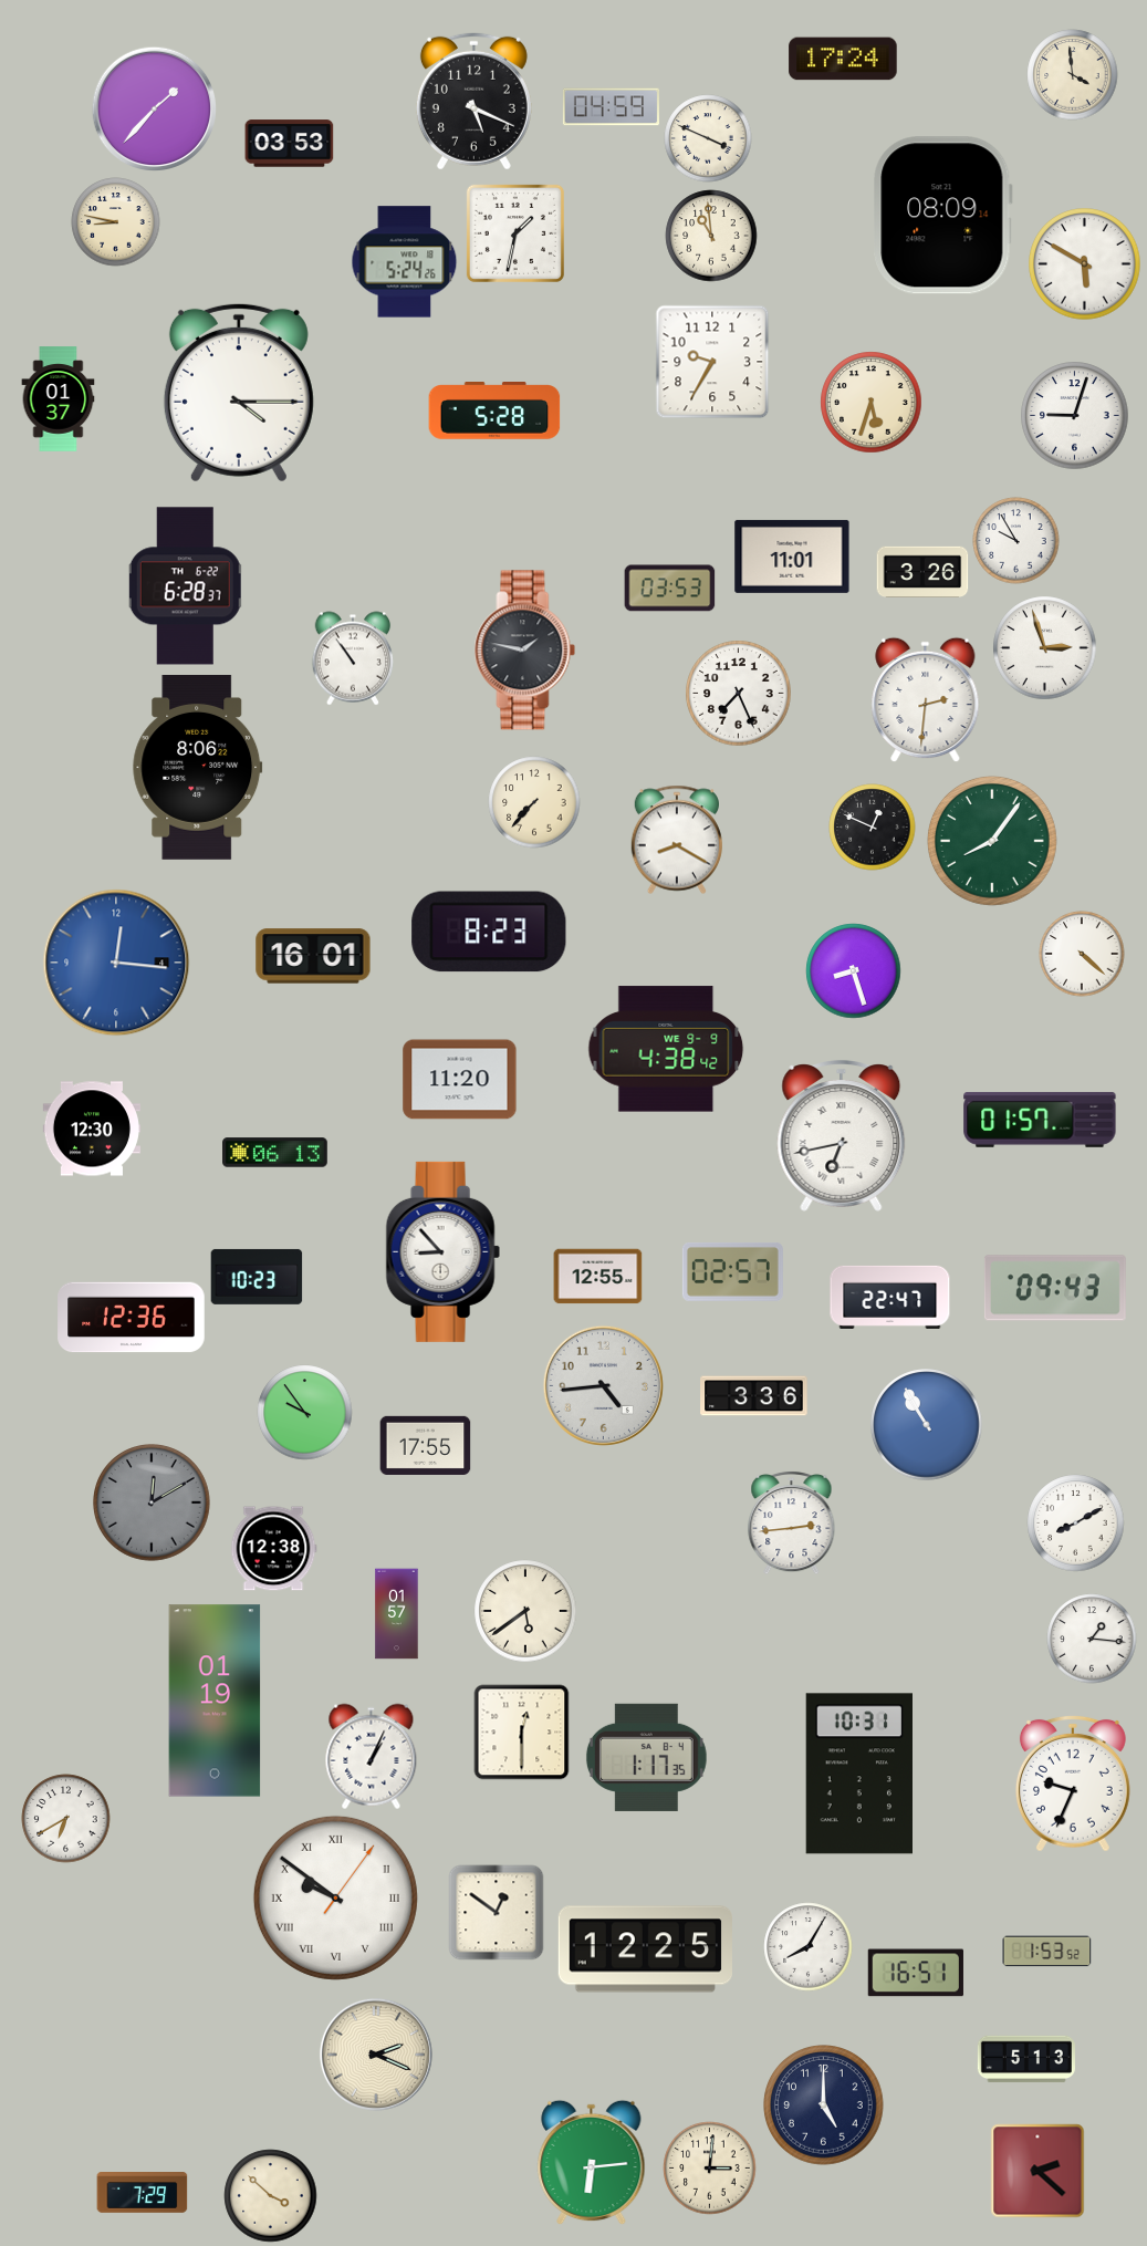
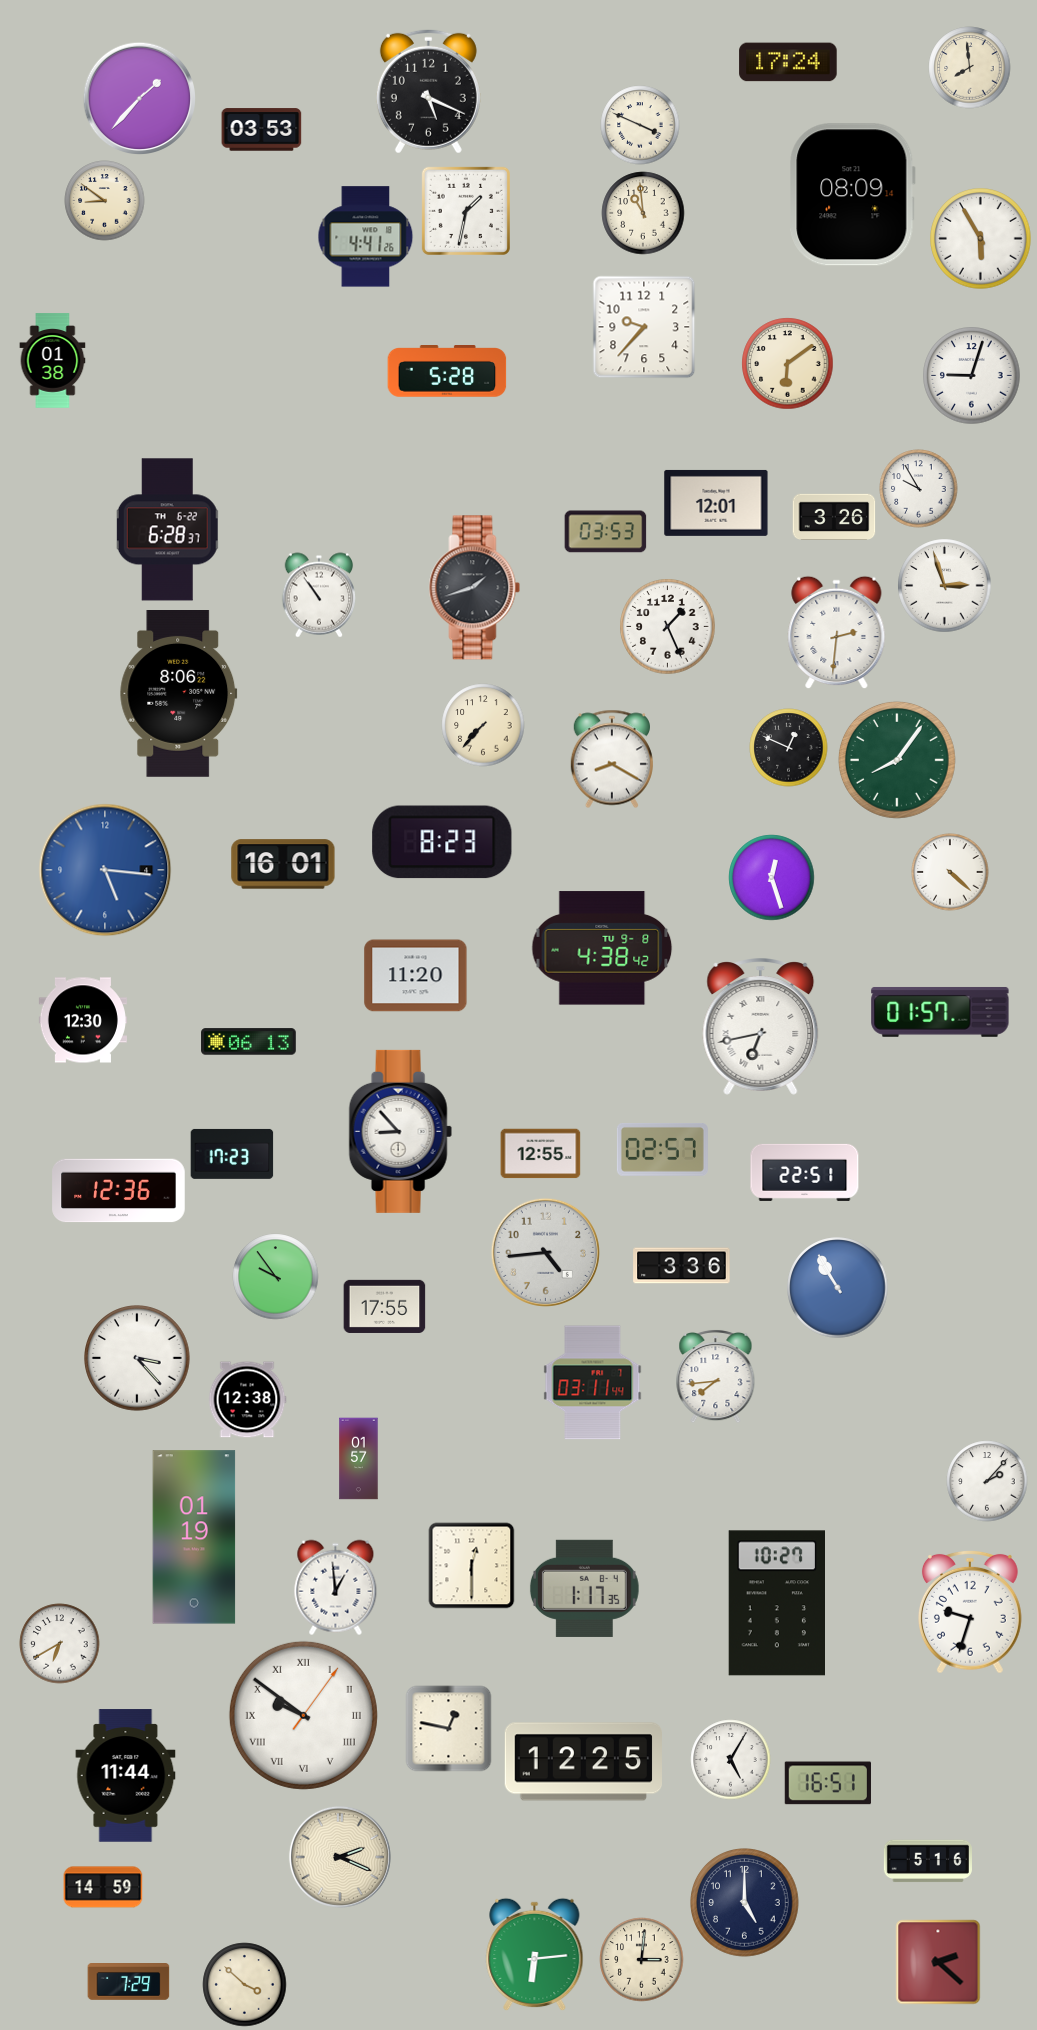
clock at (843, 59) position: (843, 59) -> (788, 62)
clock at (1073, 75): 3:59 -> 7:59
clock at (611, 107): 04:59 -> none
clock at (116, 222): 8:47 -> 8:51
clock at (405, 262): 5:24 -> 4:41
clock at (1085, 264): 5:50 -> 5:55
clock at (712, 362): 9:35 -> 9:37
clock at (239, 393): 4:15 -> none
clock at (59, 399): 01:37 -> 01:38
clock at (872, 403): 5:33 -> 6:09
clock at (792, 557): 11:01 -> 12:01
clock at (525, 651): 1:47 -> 1:42
clock at (739, 694): 7:26 -> 1:26
clock at (1082, 954) position: (1082, 954) -> (950, 872)
clock at (116, 963): 12:16 -> 5:16
clock at (854, 971): 8:27 -> 12:27
clock at (666, 1049) date: WE 9-9 -> TU 9-8
clock at (257, 1277): 10:23 -> 17:23
clock at (1055, 1288): 09:43 -> none
clock at (890, 1297): 22:47 -> 22:51
clock at (754, 1396) position: (754, 1396) -> (682, 1266)
clock at (152, 1502): 12:10 -> 3:23
clock at (152, 1502) dial: grey -> white
clock at (792, 1522): 2:44 -> 7:44
clock at (1076, 1524): 8:10 -> none
clock at (593, 1383): none -> 03:11
clock at (525, 1611): 5:39 -> none
clock at (1092, 1639): 1:16 -> 2:07
clock at (372, 1757): 1:04 -> 12:59
clock at (858, 1774): 10:31 -> 10:27
clock at (1073, 1784): 9:34 -> 9:33
clock at (497, 1913): 12:51 -> 12:47
clock at (809, 1947): 8:05 -> 5:05
clock at (1047, 1952): 1:53 -> none
clock at (126, 1776): none -> 11:44
clock at (1026, 2059): 5:13 -> 5:16
clock at (103, 1887): none -> 14:59
